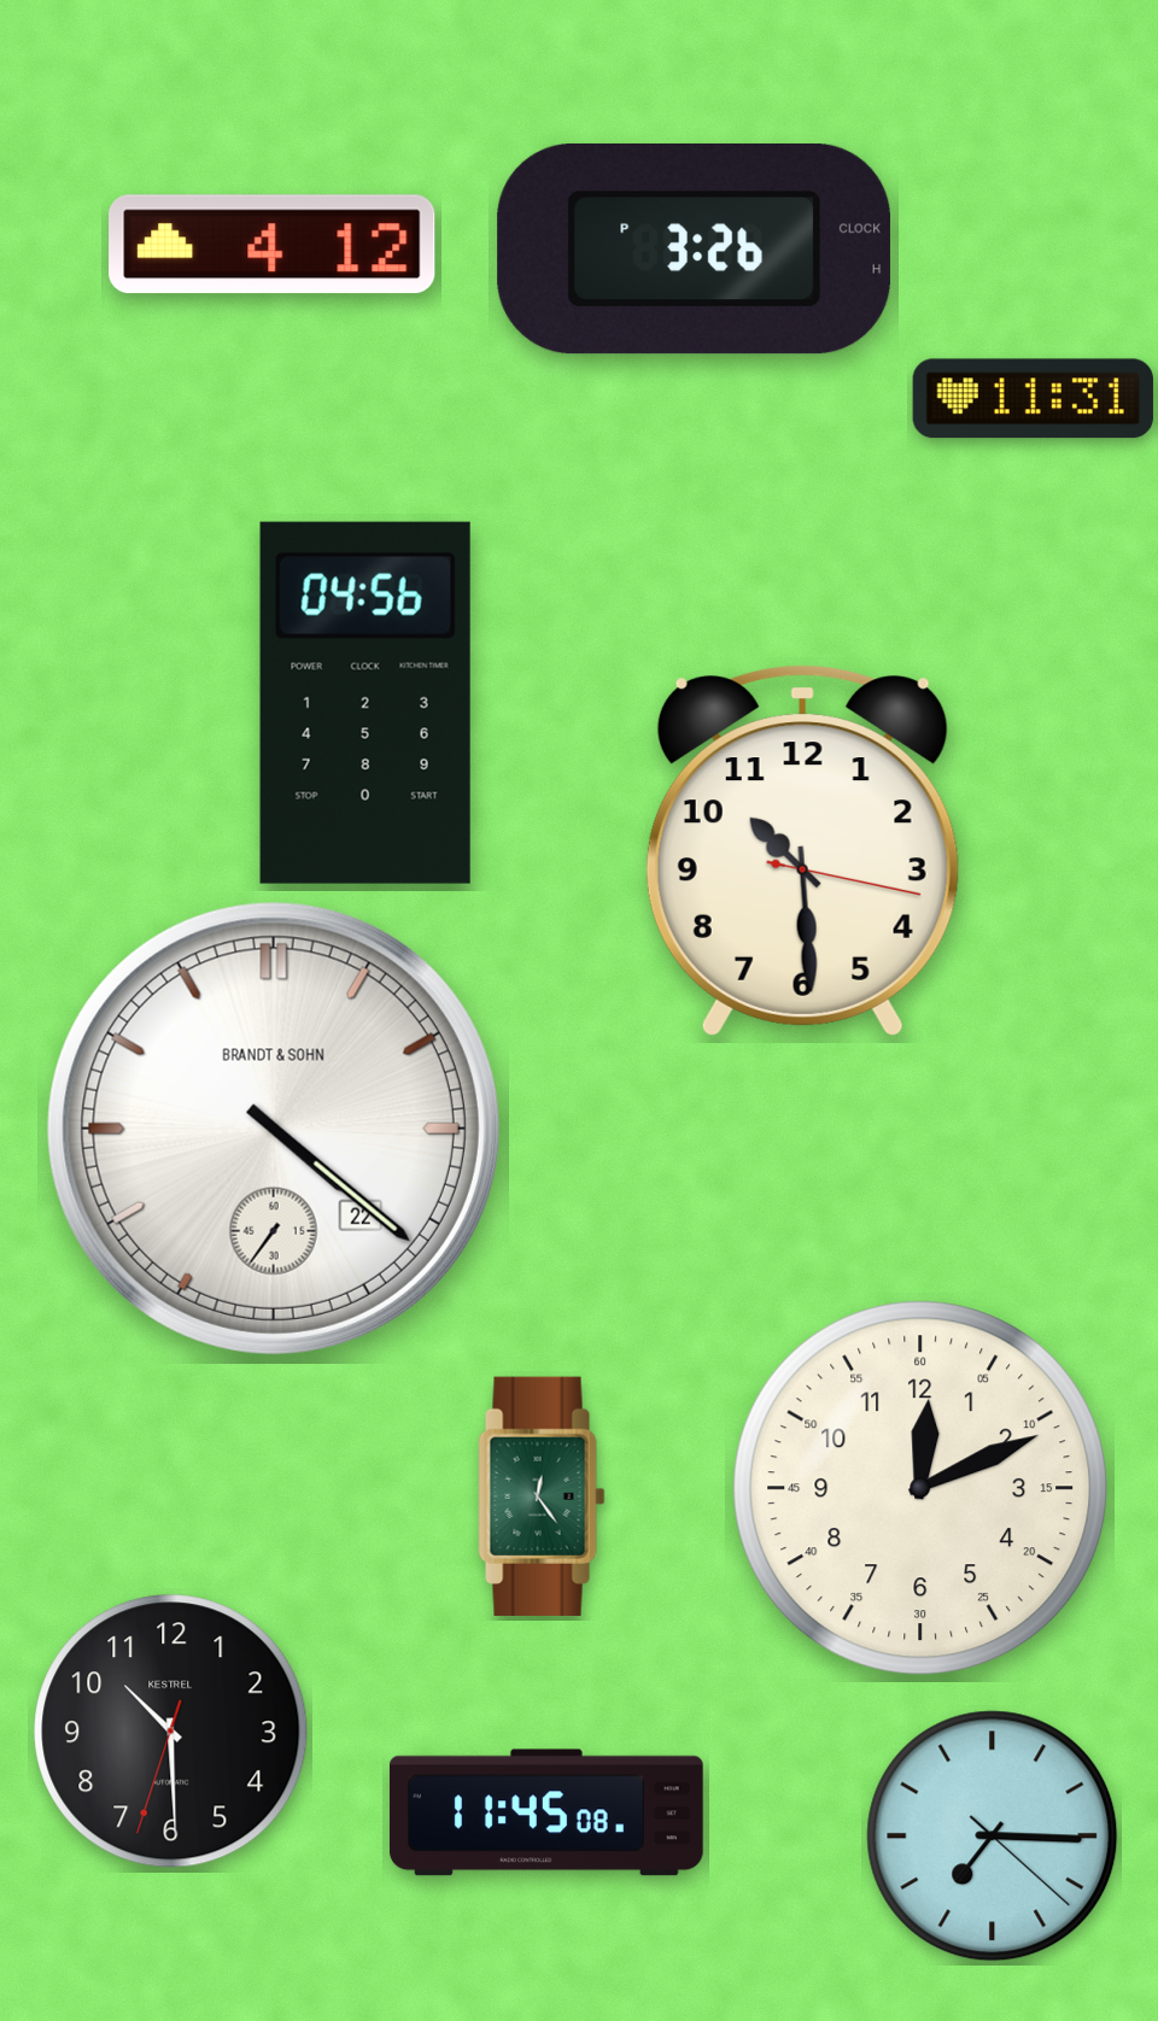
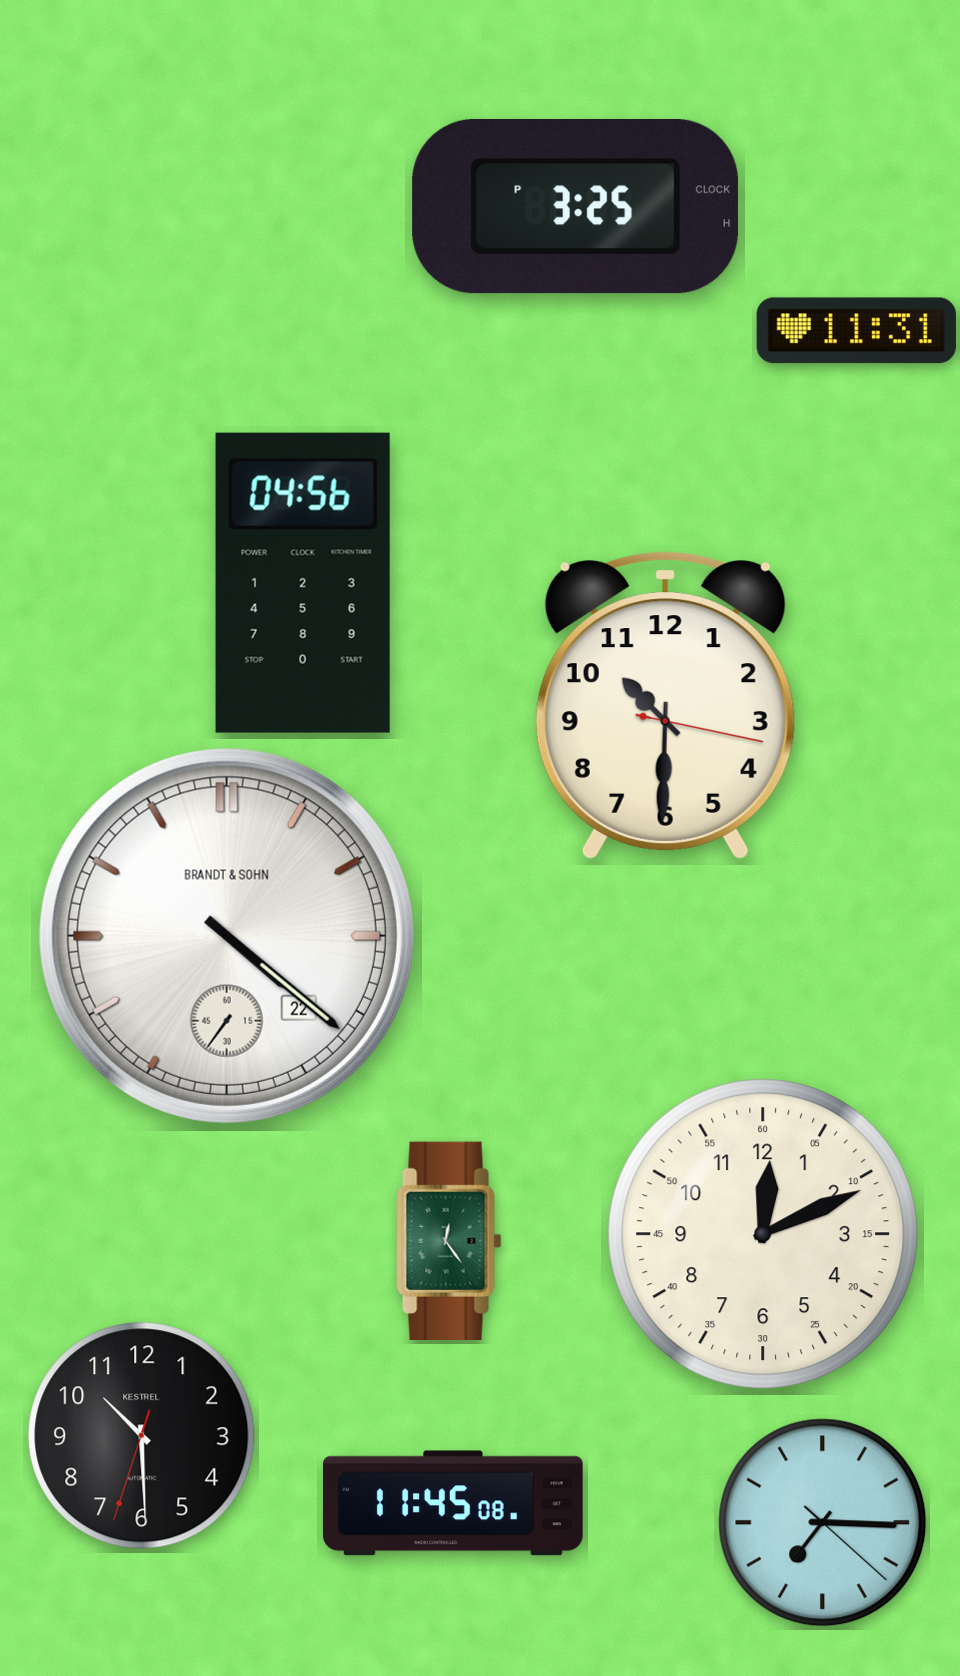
clock at (273, 245): 4:12 -> none
clock at (694, 248): 3:26 -> 3:25
clock at (802, 850): 10:29 -> 10:30
